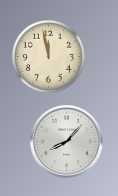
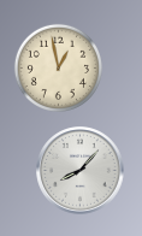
clock at (48, 56): 11:58 -> 12:58
